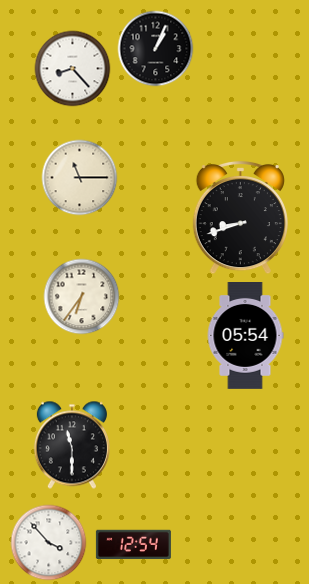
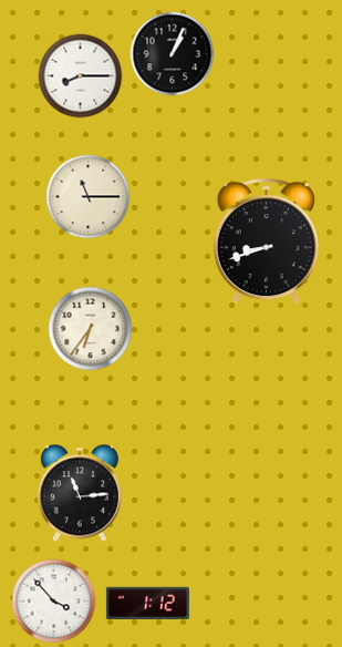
clock at (73, 69): 8:23 -> 8:15
clock at (245, 336): 05:54 -> none
clock at (72, 445): 11:30 -> 11:14
clock at (133, 545): 12:54 -> 1:12
